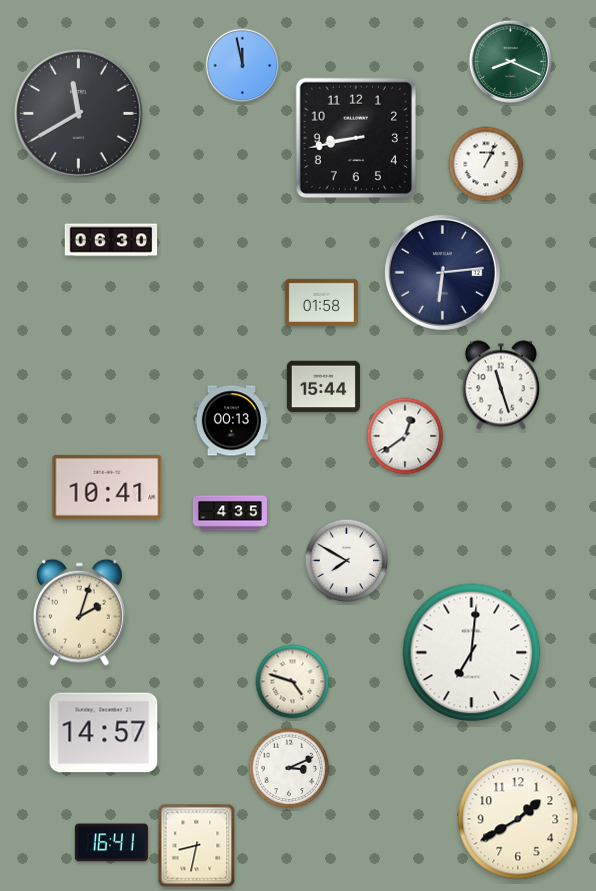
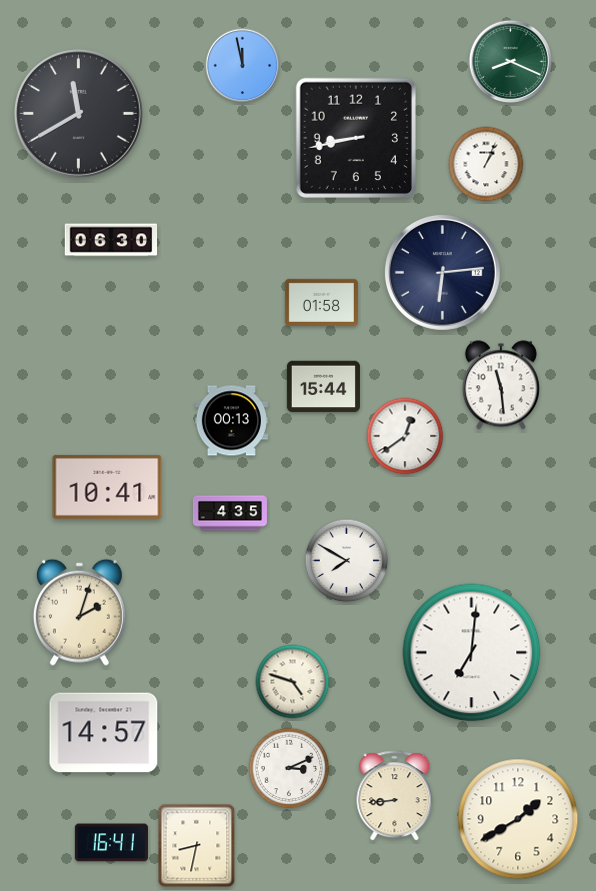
clock at (501, 385): 11:27 -> 11:29
clock at (395, 796): none -> 8:44
